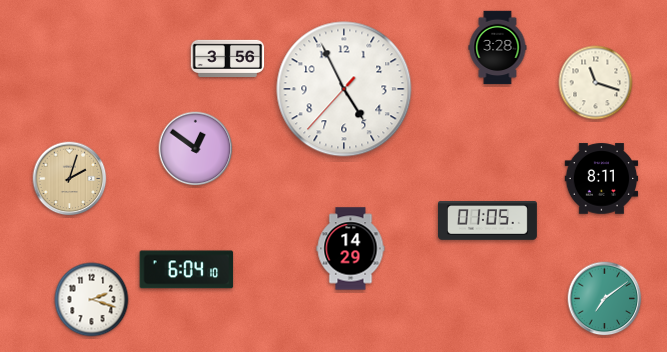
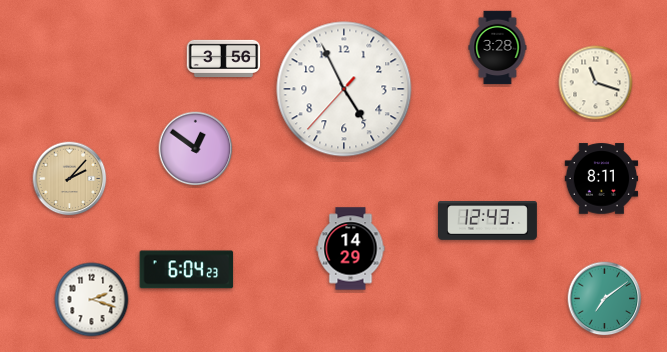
clock at (228, 58) position: (228, 58) -> (224, 58)
clock at (70, 179): 2:03 -> 2:07
clock at (487, 221): 01:05 -> 12:43
clock at (187, 270): 6:04:10 -> 6:04:23
